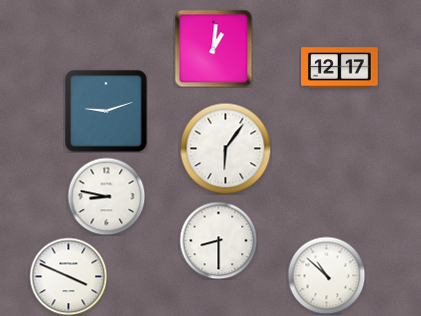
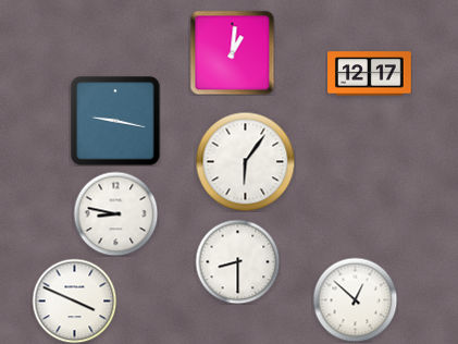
clock at (106, 111): 9:12 -> 9:17
clock at (326, 275): 10:52 -> 12:52
